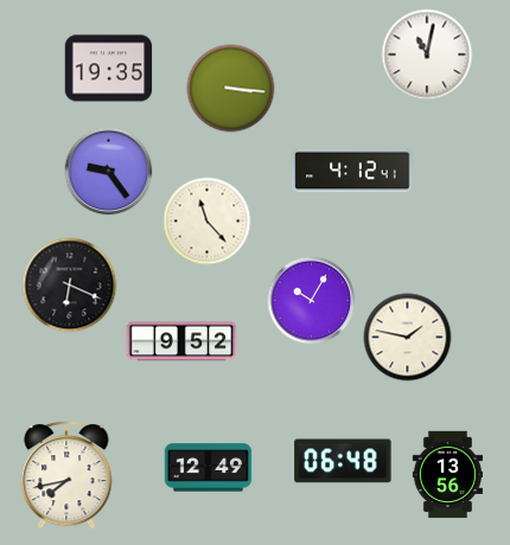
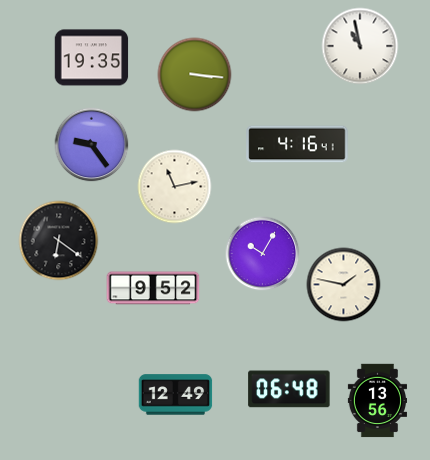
clock at (427, 54): 11:02 -> 10:58
clock at (352, 171): 4:12 -> 4:16
clock at (208, 222): 11:23 -> 11:13
clock at (70, 286): 6:19 -> 6:21
clock at (66, 475): 7:43 -> none
